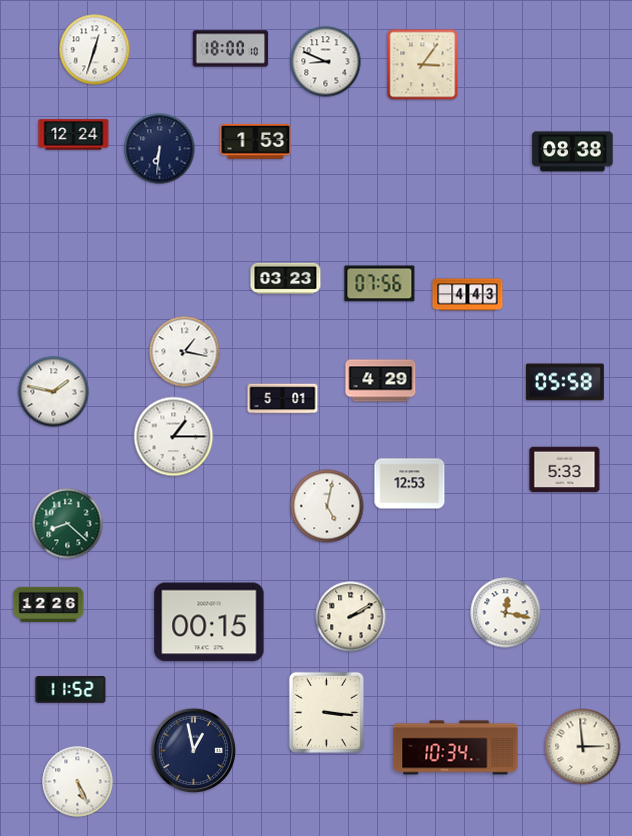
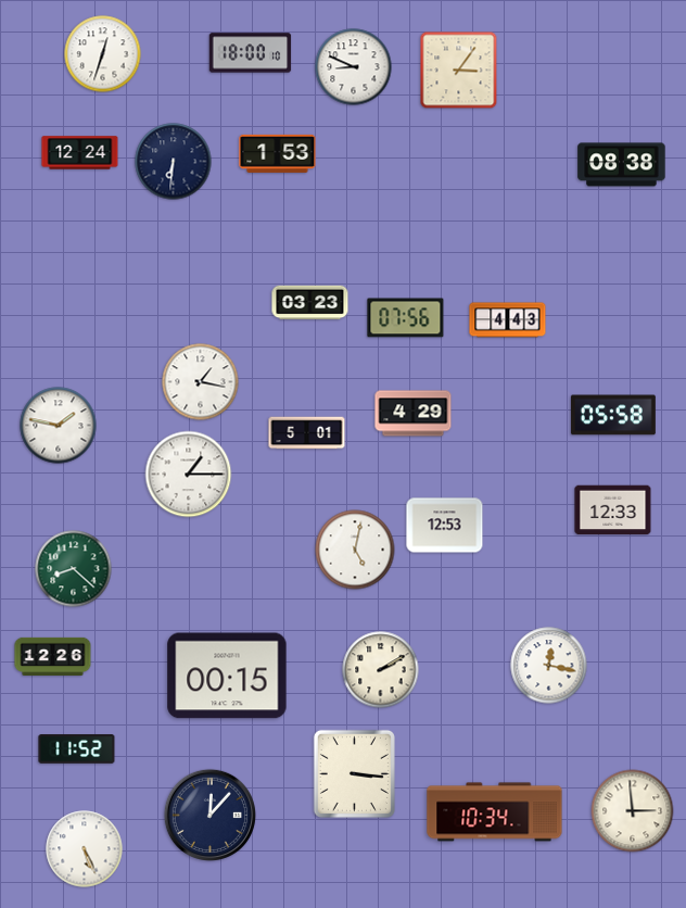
clock at (74, 135) position: (74, 135) -> (80, 153)
clock at (380, 284) position: (380, 284) -> (406, 318)
clock at (565, 470): 5:33 -> 12:33
clock at (193, 750): 12:58 -> 12:07
